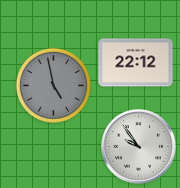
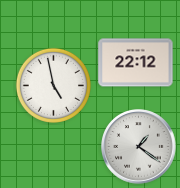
clock at (53, 85) dial: grey -> white
clock at (139, 147): 9:54 -> 1:21
